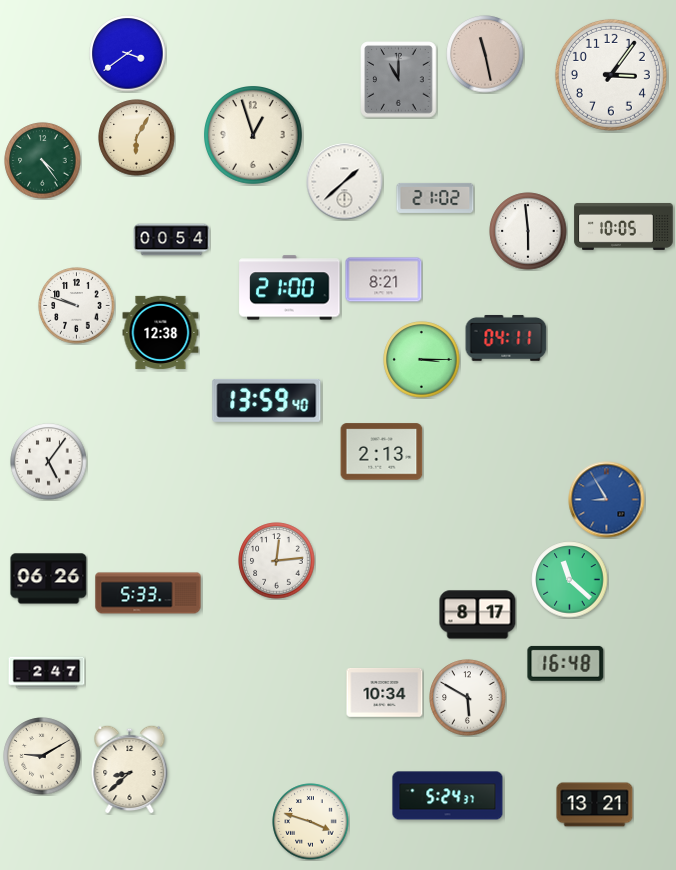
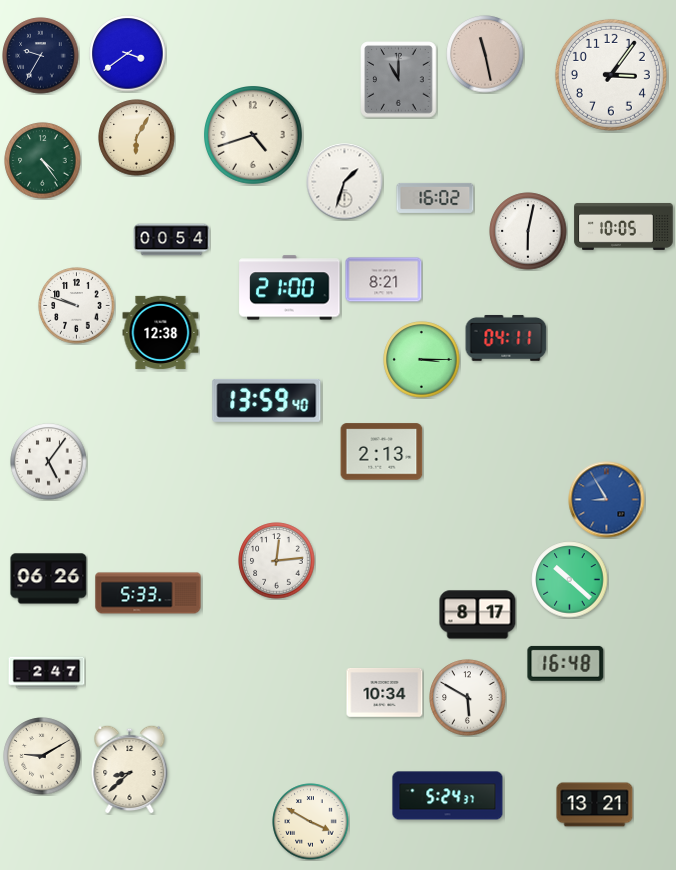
clock at (41, 56): none -> 9:35
clock at (254, 136): 12:57 -> 4:42
clock at (345, 182): 1:38 -> 1:33
clock at (435, 198): 21:02 -> 16:02
clock at (528, 231): 5:59 -> 6:02
clock at (570, 580): 11:22 -> 10:22
clock at (311, 822): 3:48 -> 3:50
